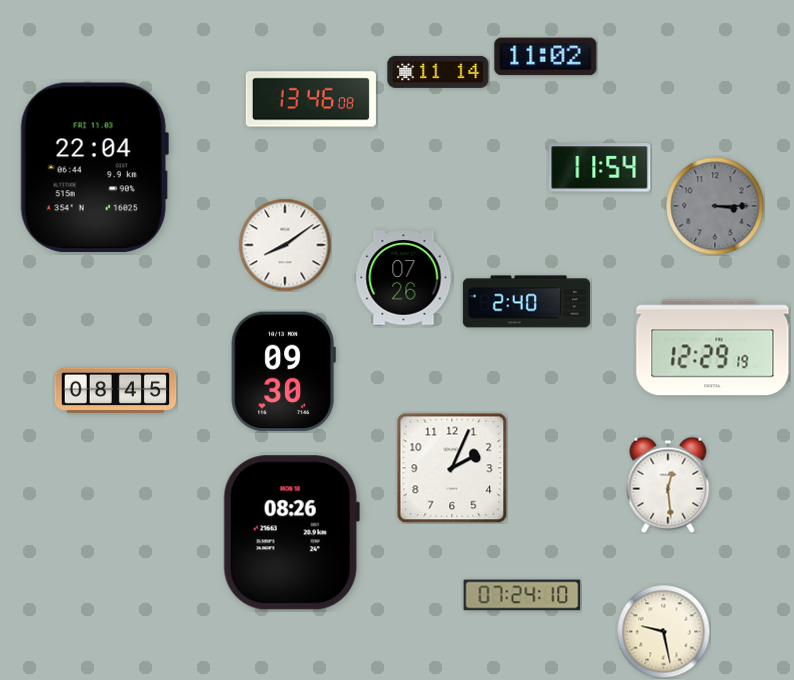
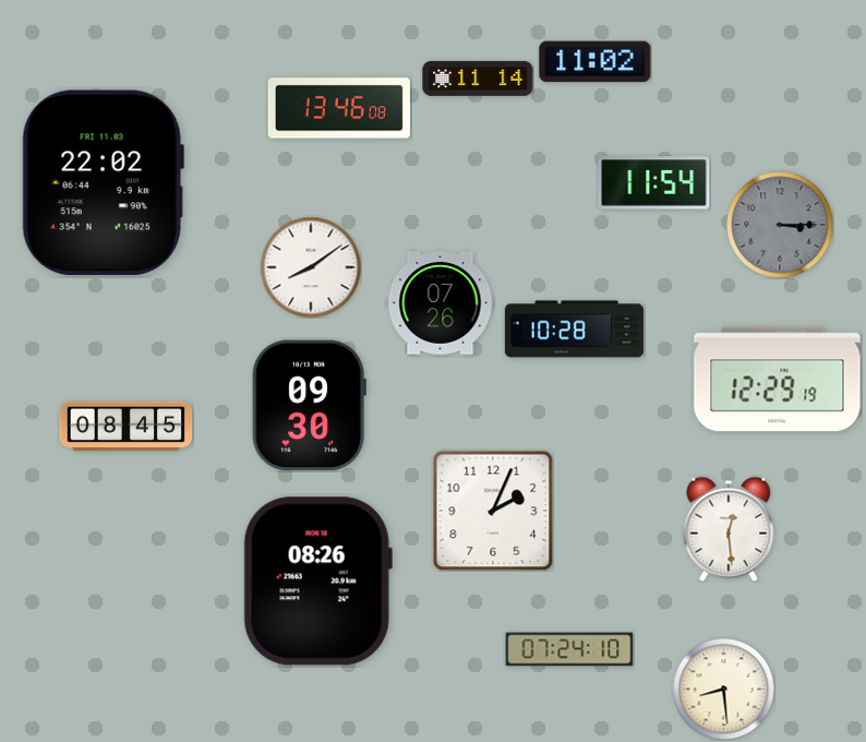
clock at (94, 168): 22:04 -> 22:02
clock at (526, 302): 2:40 -> 10:28
clock at (663, 631): 9:28 -> 8:29
